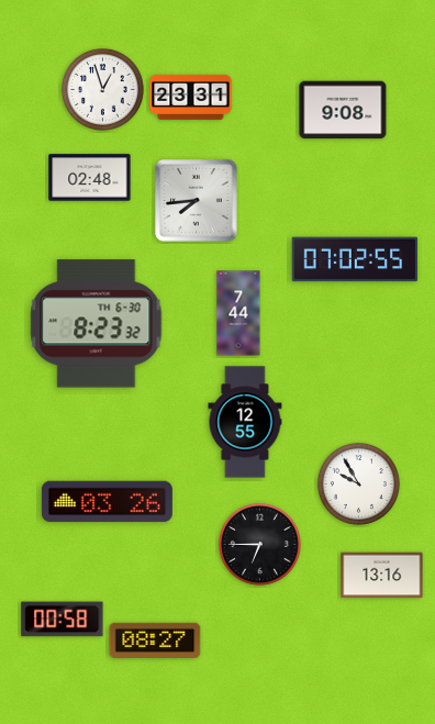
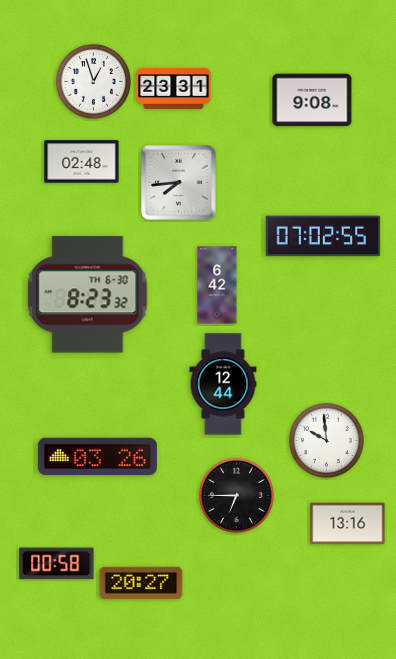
clock at (238, 313): 7:44 -> 6:42
clock at (245, 422): 12:55 -> 12:44
clock at (358, 483): 9:55 -> 9:59
clock at (155, 639): 08:27 -> 20:27
